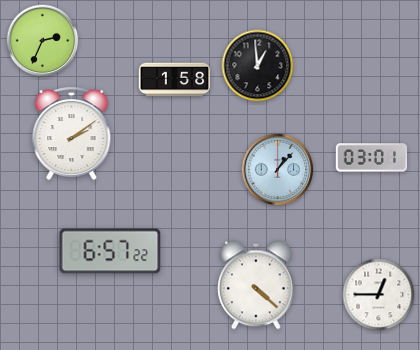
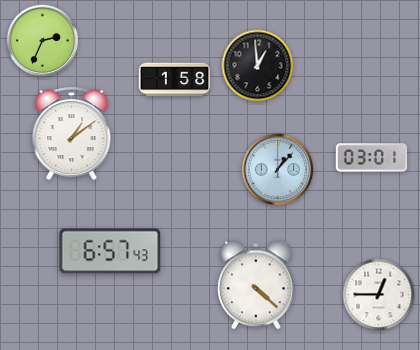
clock at (72, 134): 2:09 -> 1:09
clock at (110, 251): 6:57:22 -> 6:57:43
